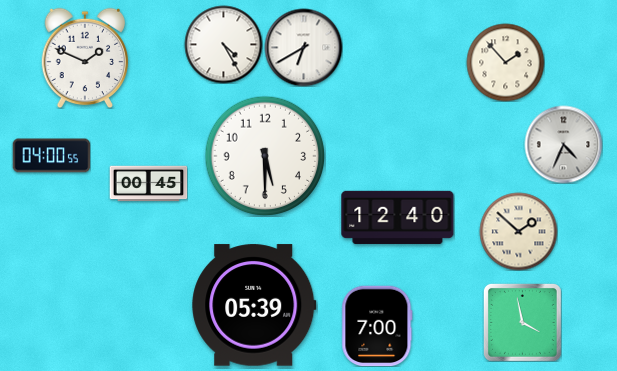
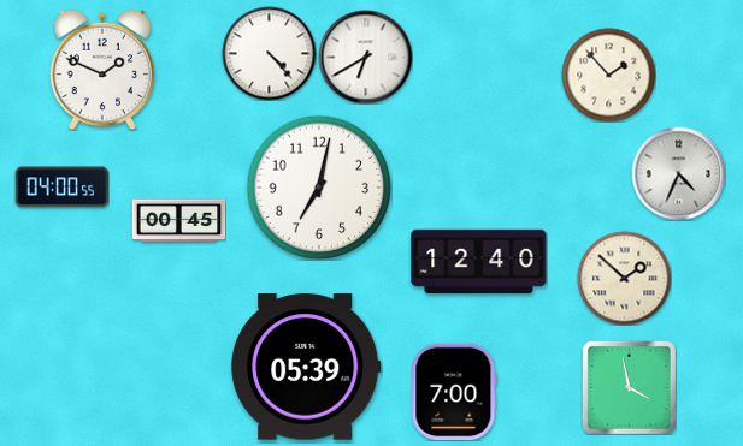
clock at (223, 44): 4:25 -> 4:23
clock at (265, 156): 5:30 -> 7:02
